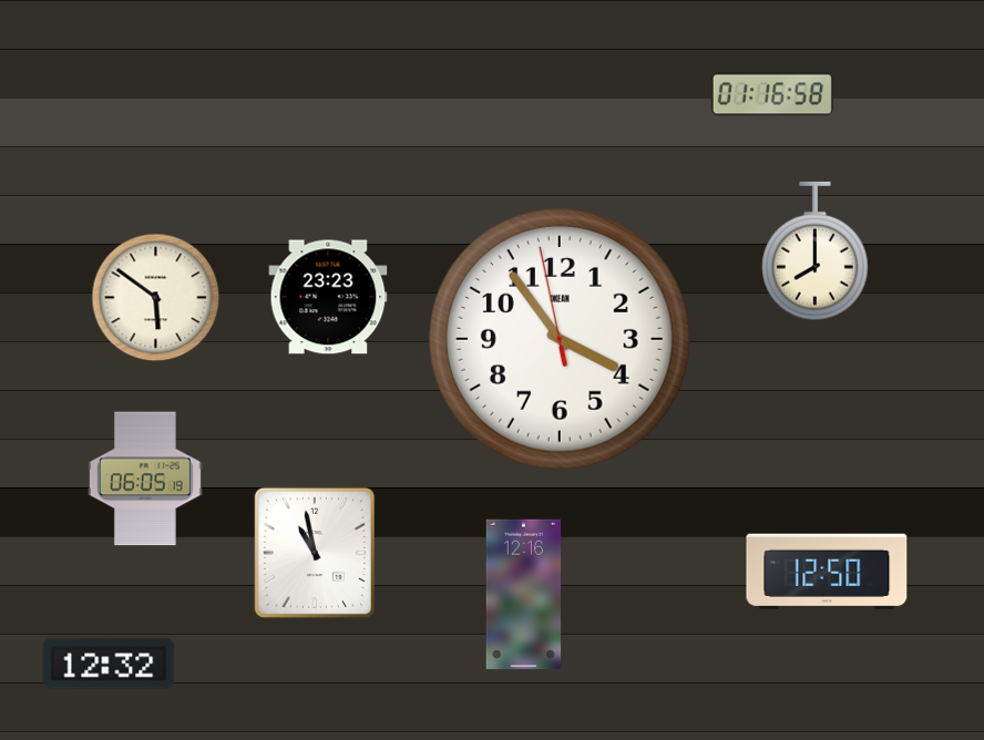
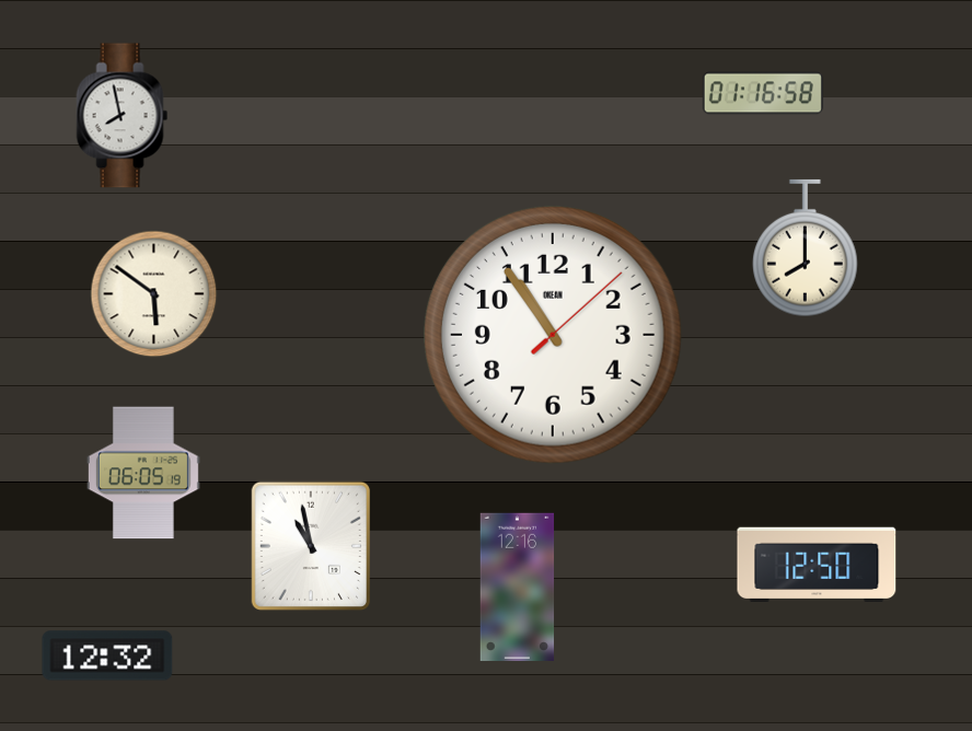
clock at (123, 116): none -> 7:58
clock at (328, 297): 23:23 -> none
clock at (560, 339): 3:53 -> 10:54
